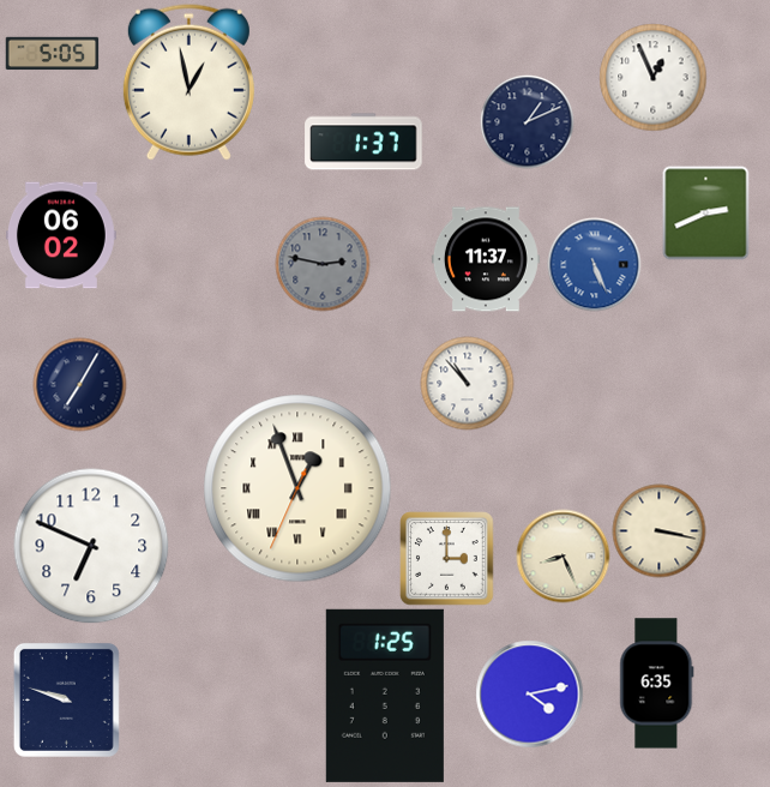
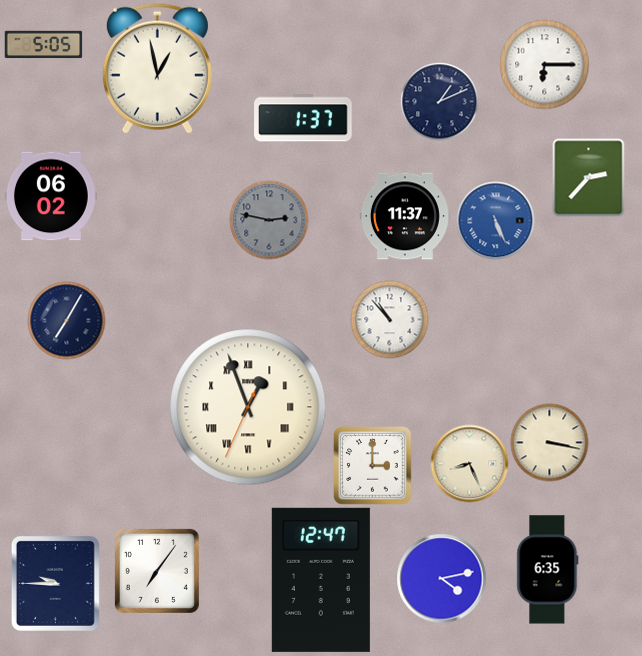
clock at (652, 77): 12:56 -> 6:15
clock at (706, 212): 2:41 -> 2:37
clock at (91, 546): 6:49 -> none
clock at (157, 571): none -> 7:06
clock at (385, 696): 1:25 -> 12:47
clock at (66, 699): 9:48 -> 9:45
